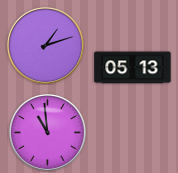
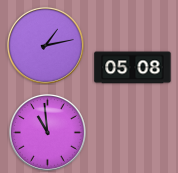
clock at (45, 45): 1:12 -> 1:13
clock at (133, 68): 05:13 -> 05:08
